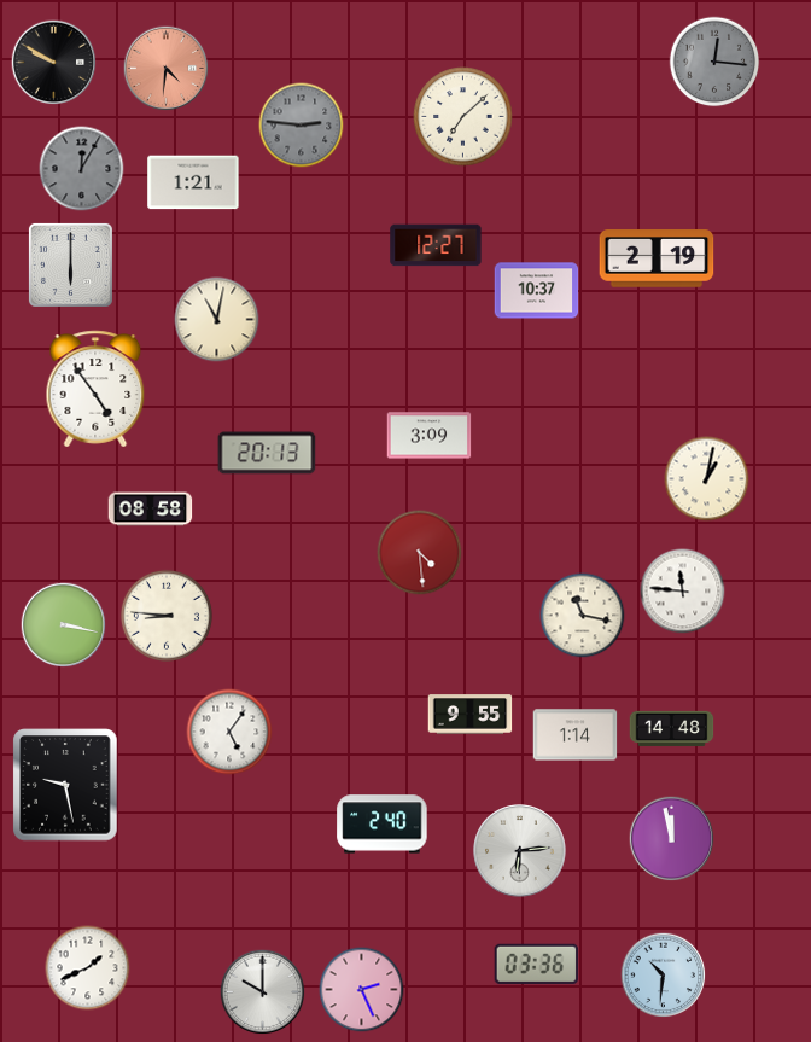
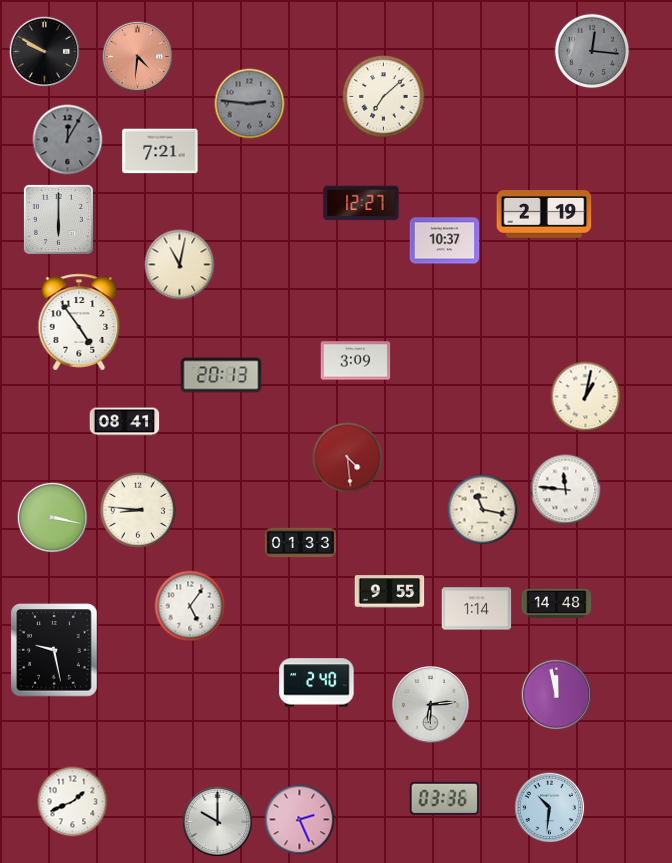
clock at (193, 182): 1:21 -> 7:21
clock at (151, 510): 08:58 -> 08:41
clock at (300, 543): none -> 01:33
